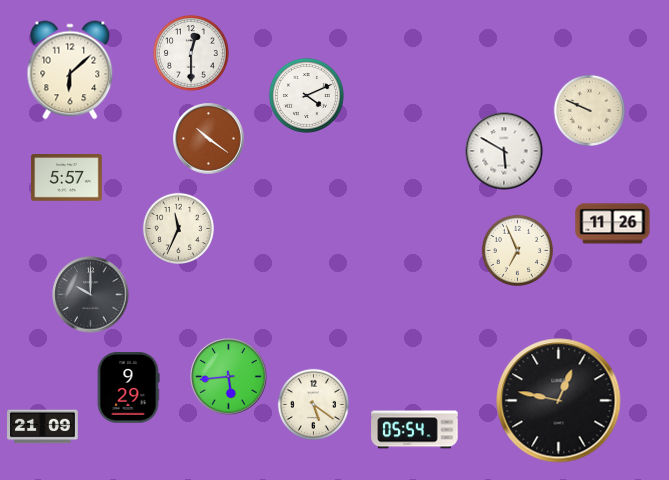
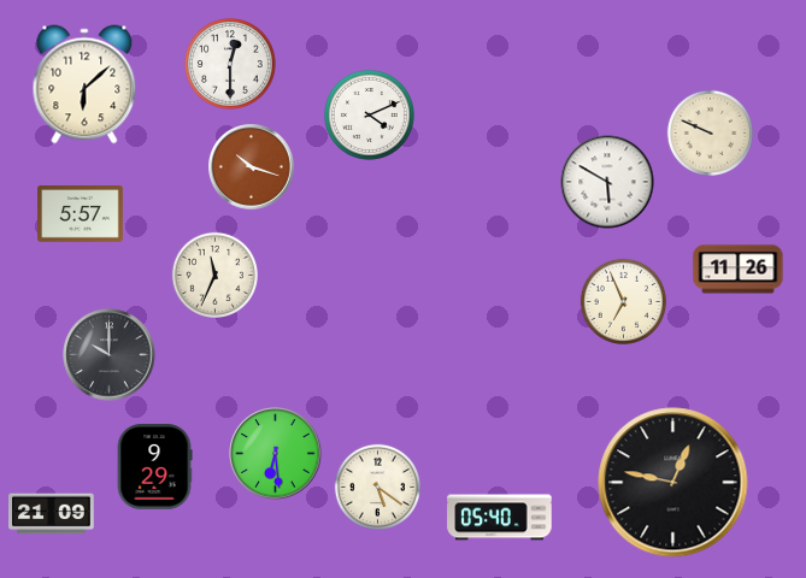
clock at (209, 139): 10:21 -> 10:18
clock at (229, 377): 5:44 -> 6:29
clock at (415, 430): 05:54 -> 05:40
